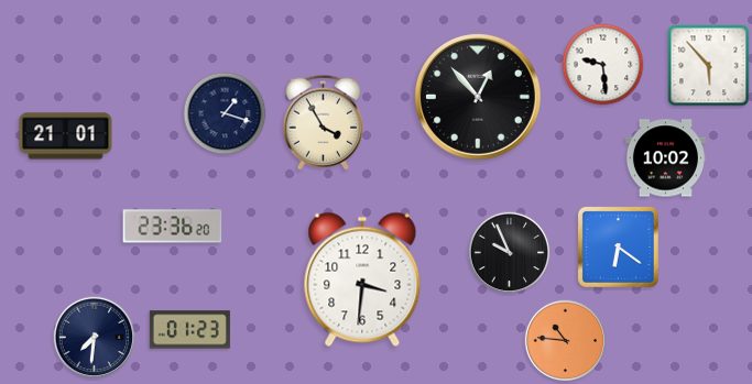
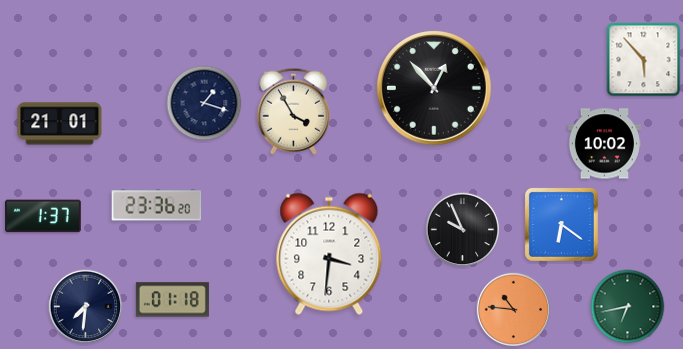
clock at (603, 65): 9:29 -> none
clock at (43, 216): none -> 1:37
clock at (189, 330): 01:23 -> 01:18
clock at (628, 307): none -> 6:43
